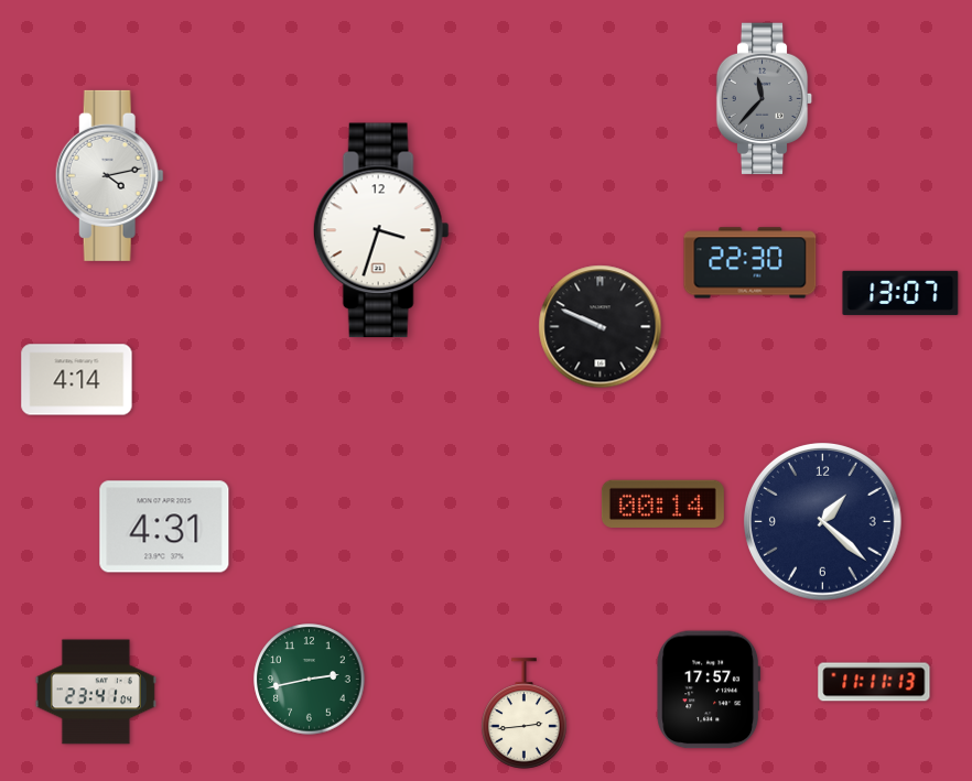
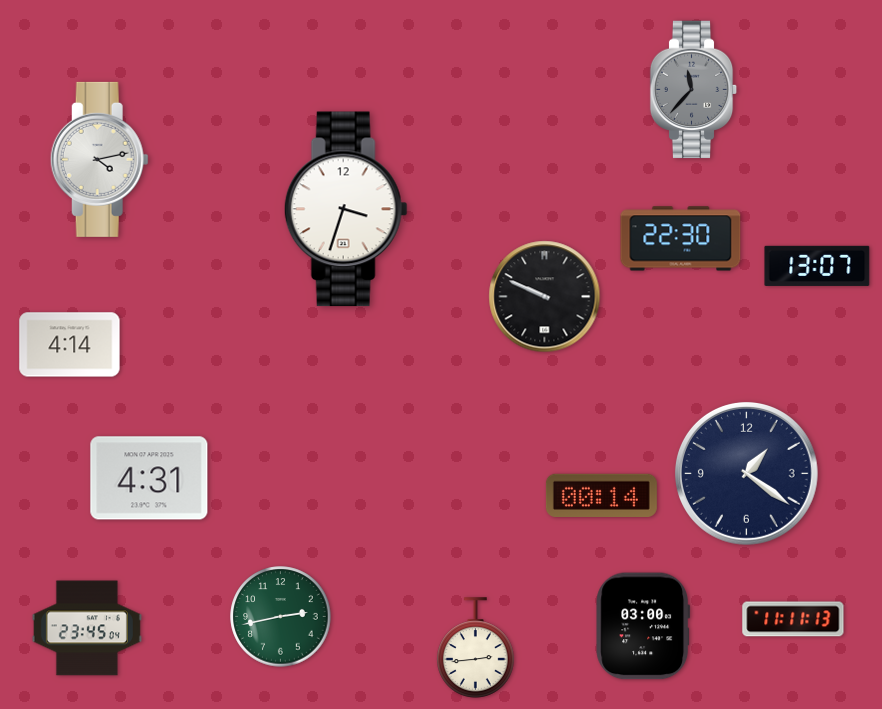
clock at (662, 503) position: (662, 503) -> (601, 495)
clock at (822, 521): 1:22 -> 1:21
clock at (709, 690): 17:57 -> 03:00
clock at (96, 692): 23:41 -> 23:45
